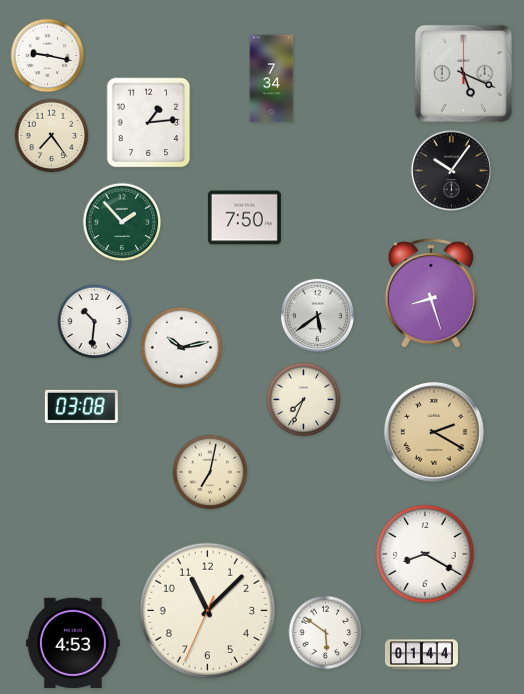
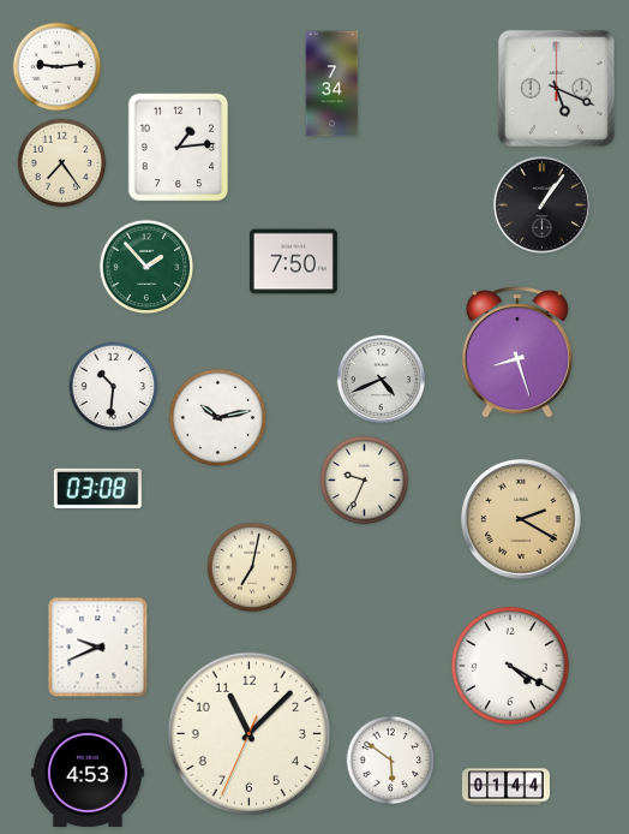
clock at (48, 56): 9:17 -> 9:14
clock at (272, 79) position: (272, 79) -> (333, 84)
clock at (451, 170): 10:06 -> 1:06
clock at (317, 315): 5:39 -> 4:41
clock at (304, 400): 7:34 -> 9:34
clock at (98, 648): none -> 9:41
clock at (425, 554): 8:20 -> 4:20
